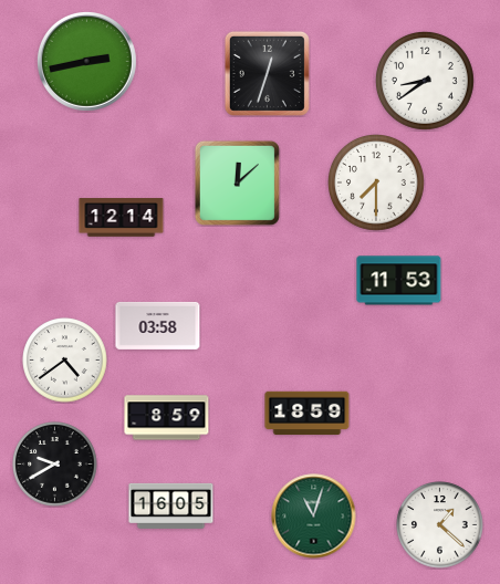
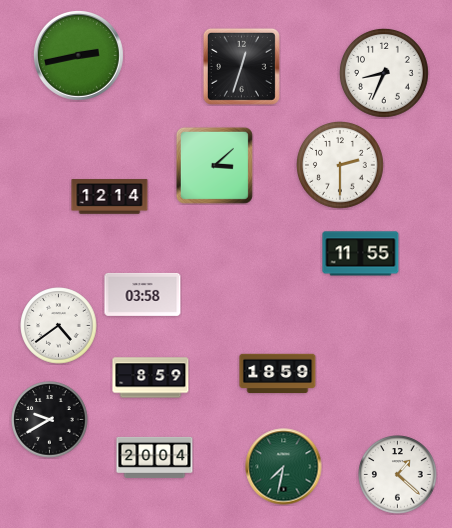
clock at (425, 81): 8:39 -> 8:34
clock at (237, 182): 12:08 -> 3:08
clock at (377, 184): 7:30 -> 2:30
clock at (399, 281): 11:53 -> 11:55
clock at (171, 505): 16:05 -> 20:04
clock at (314, 517): 11:03 -> 7:32
